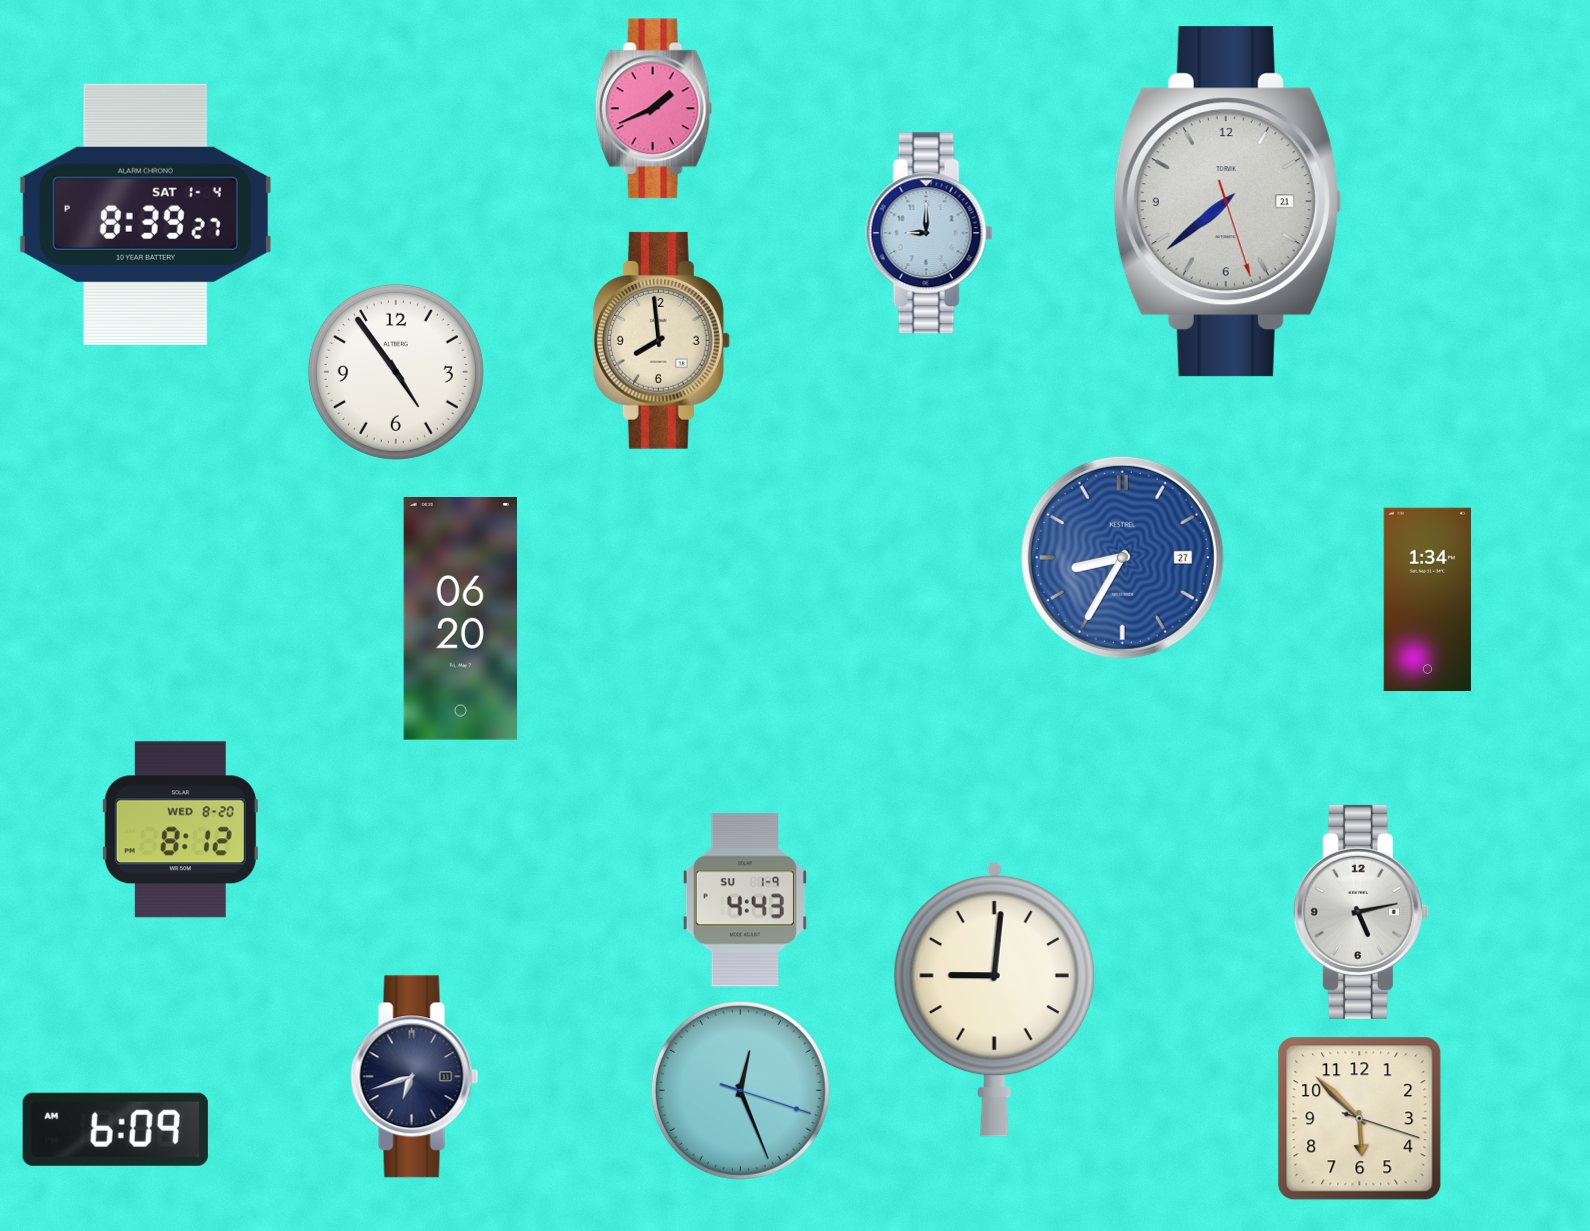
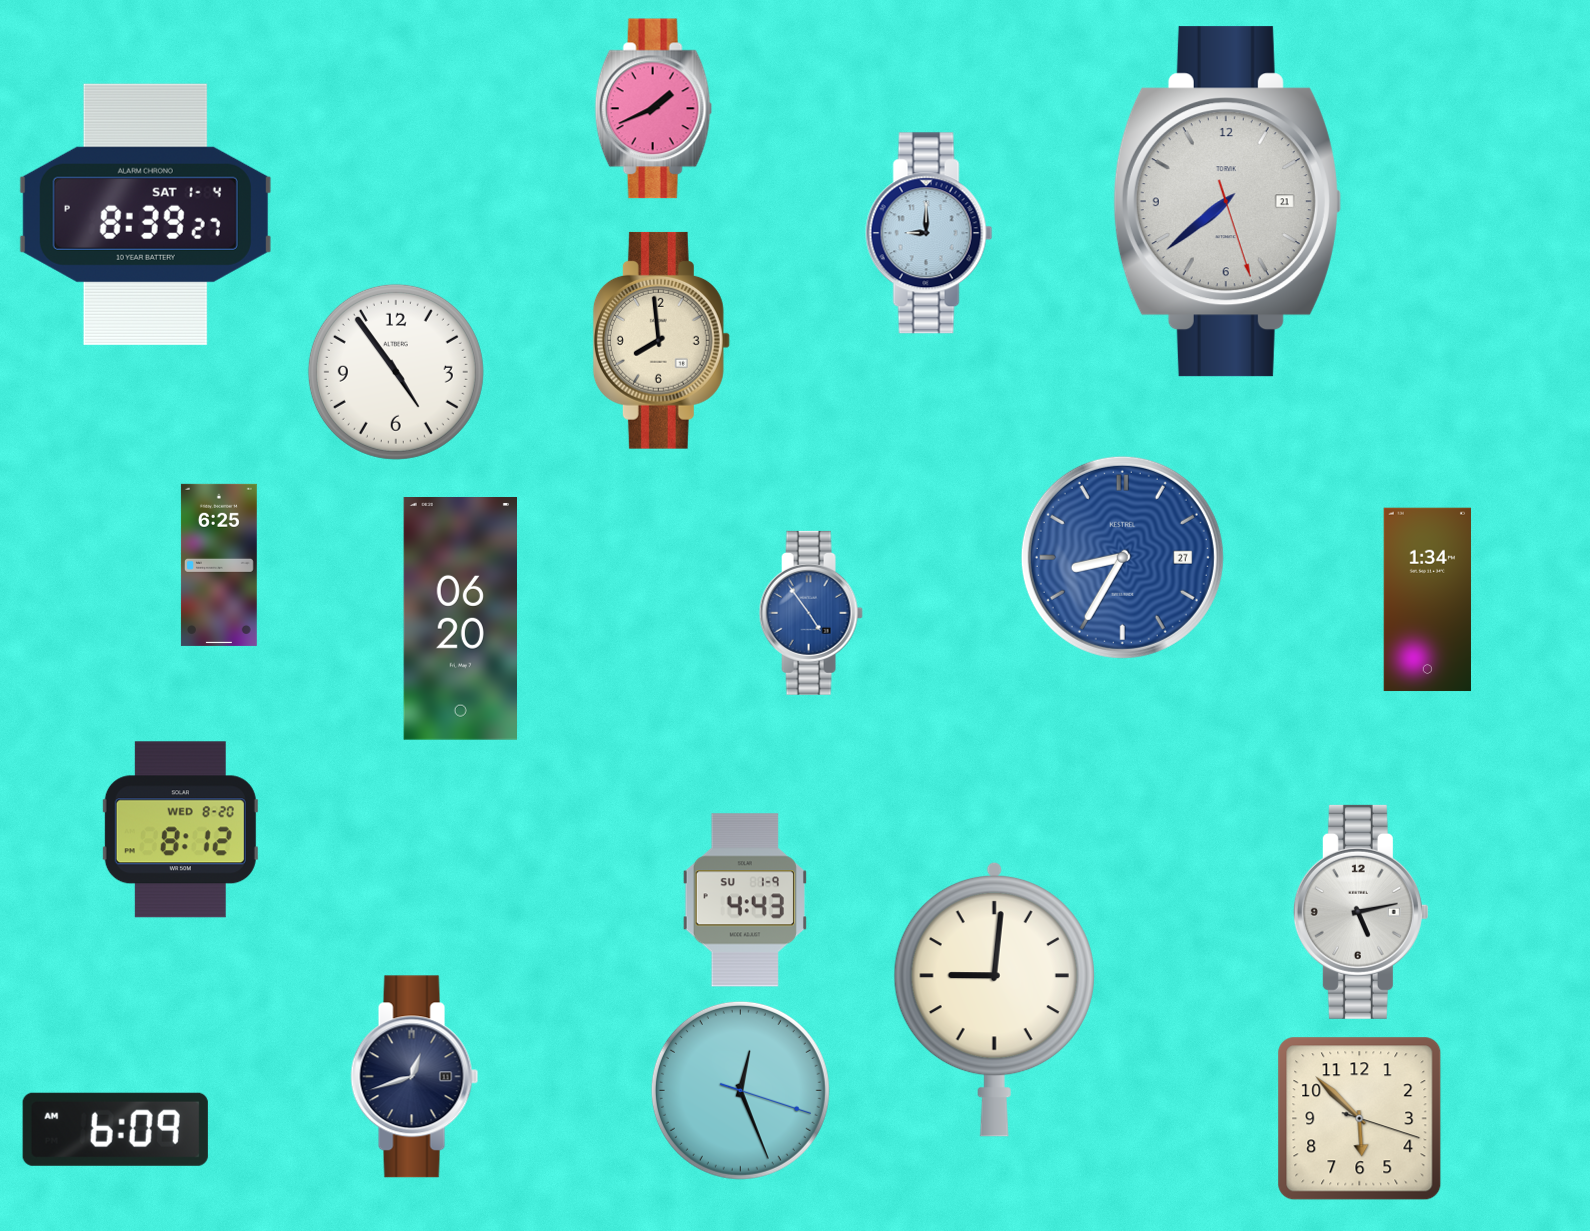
clock at (219, 565): none -> 6:25
clock at (811, 613): none -> 4:54
clock at (415, 1077): 6:42 -> 12:42
